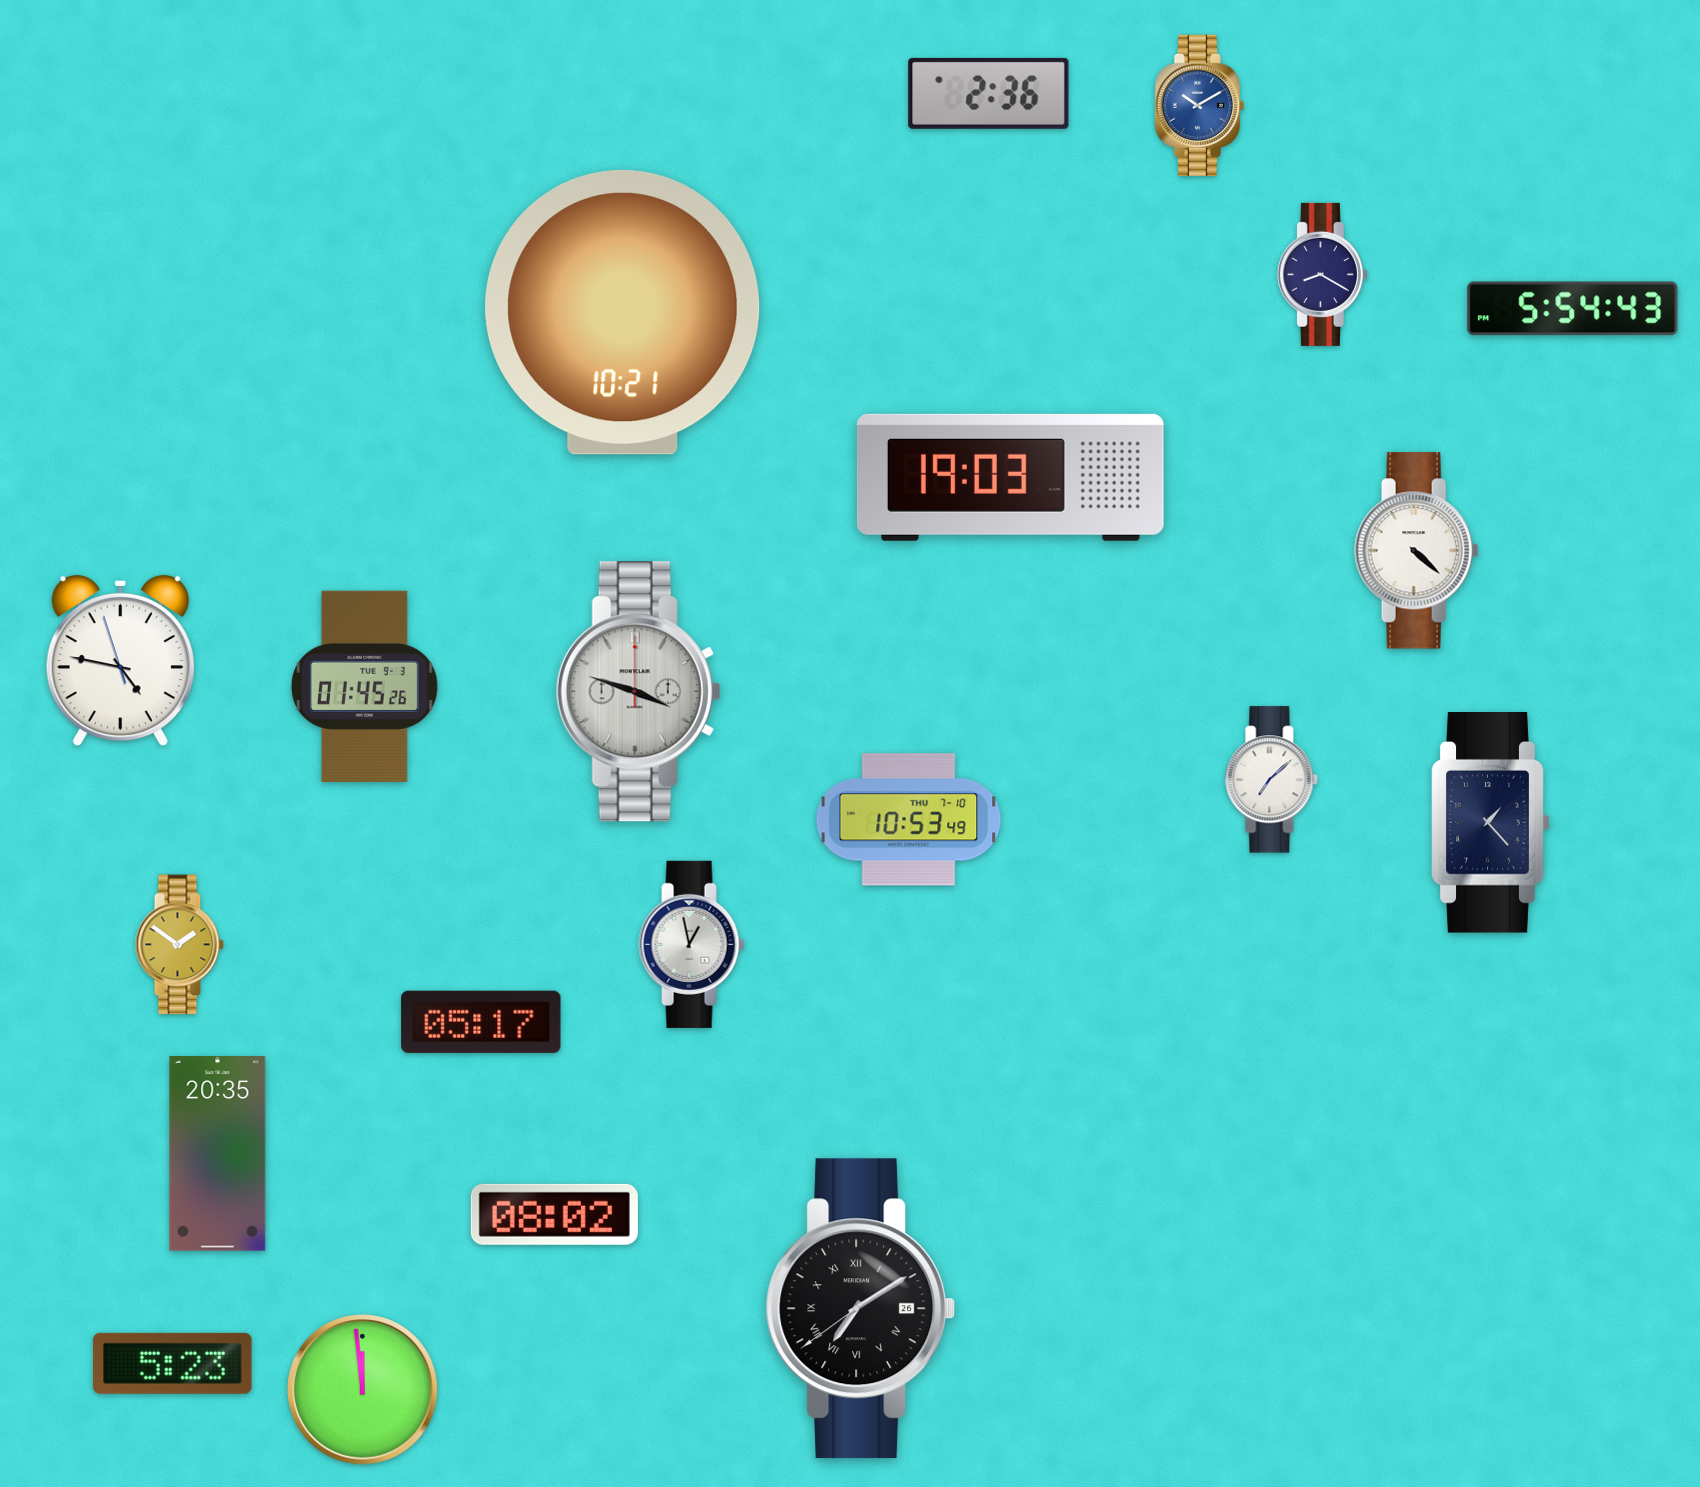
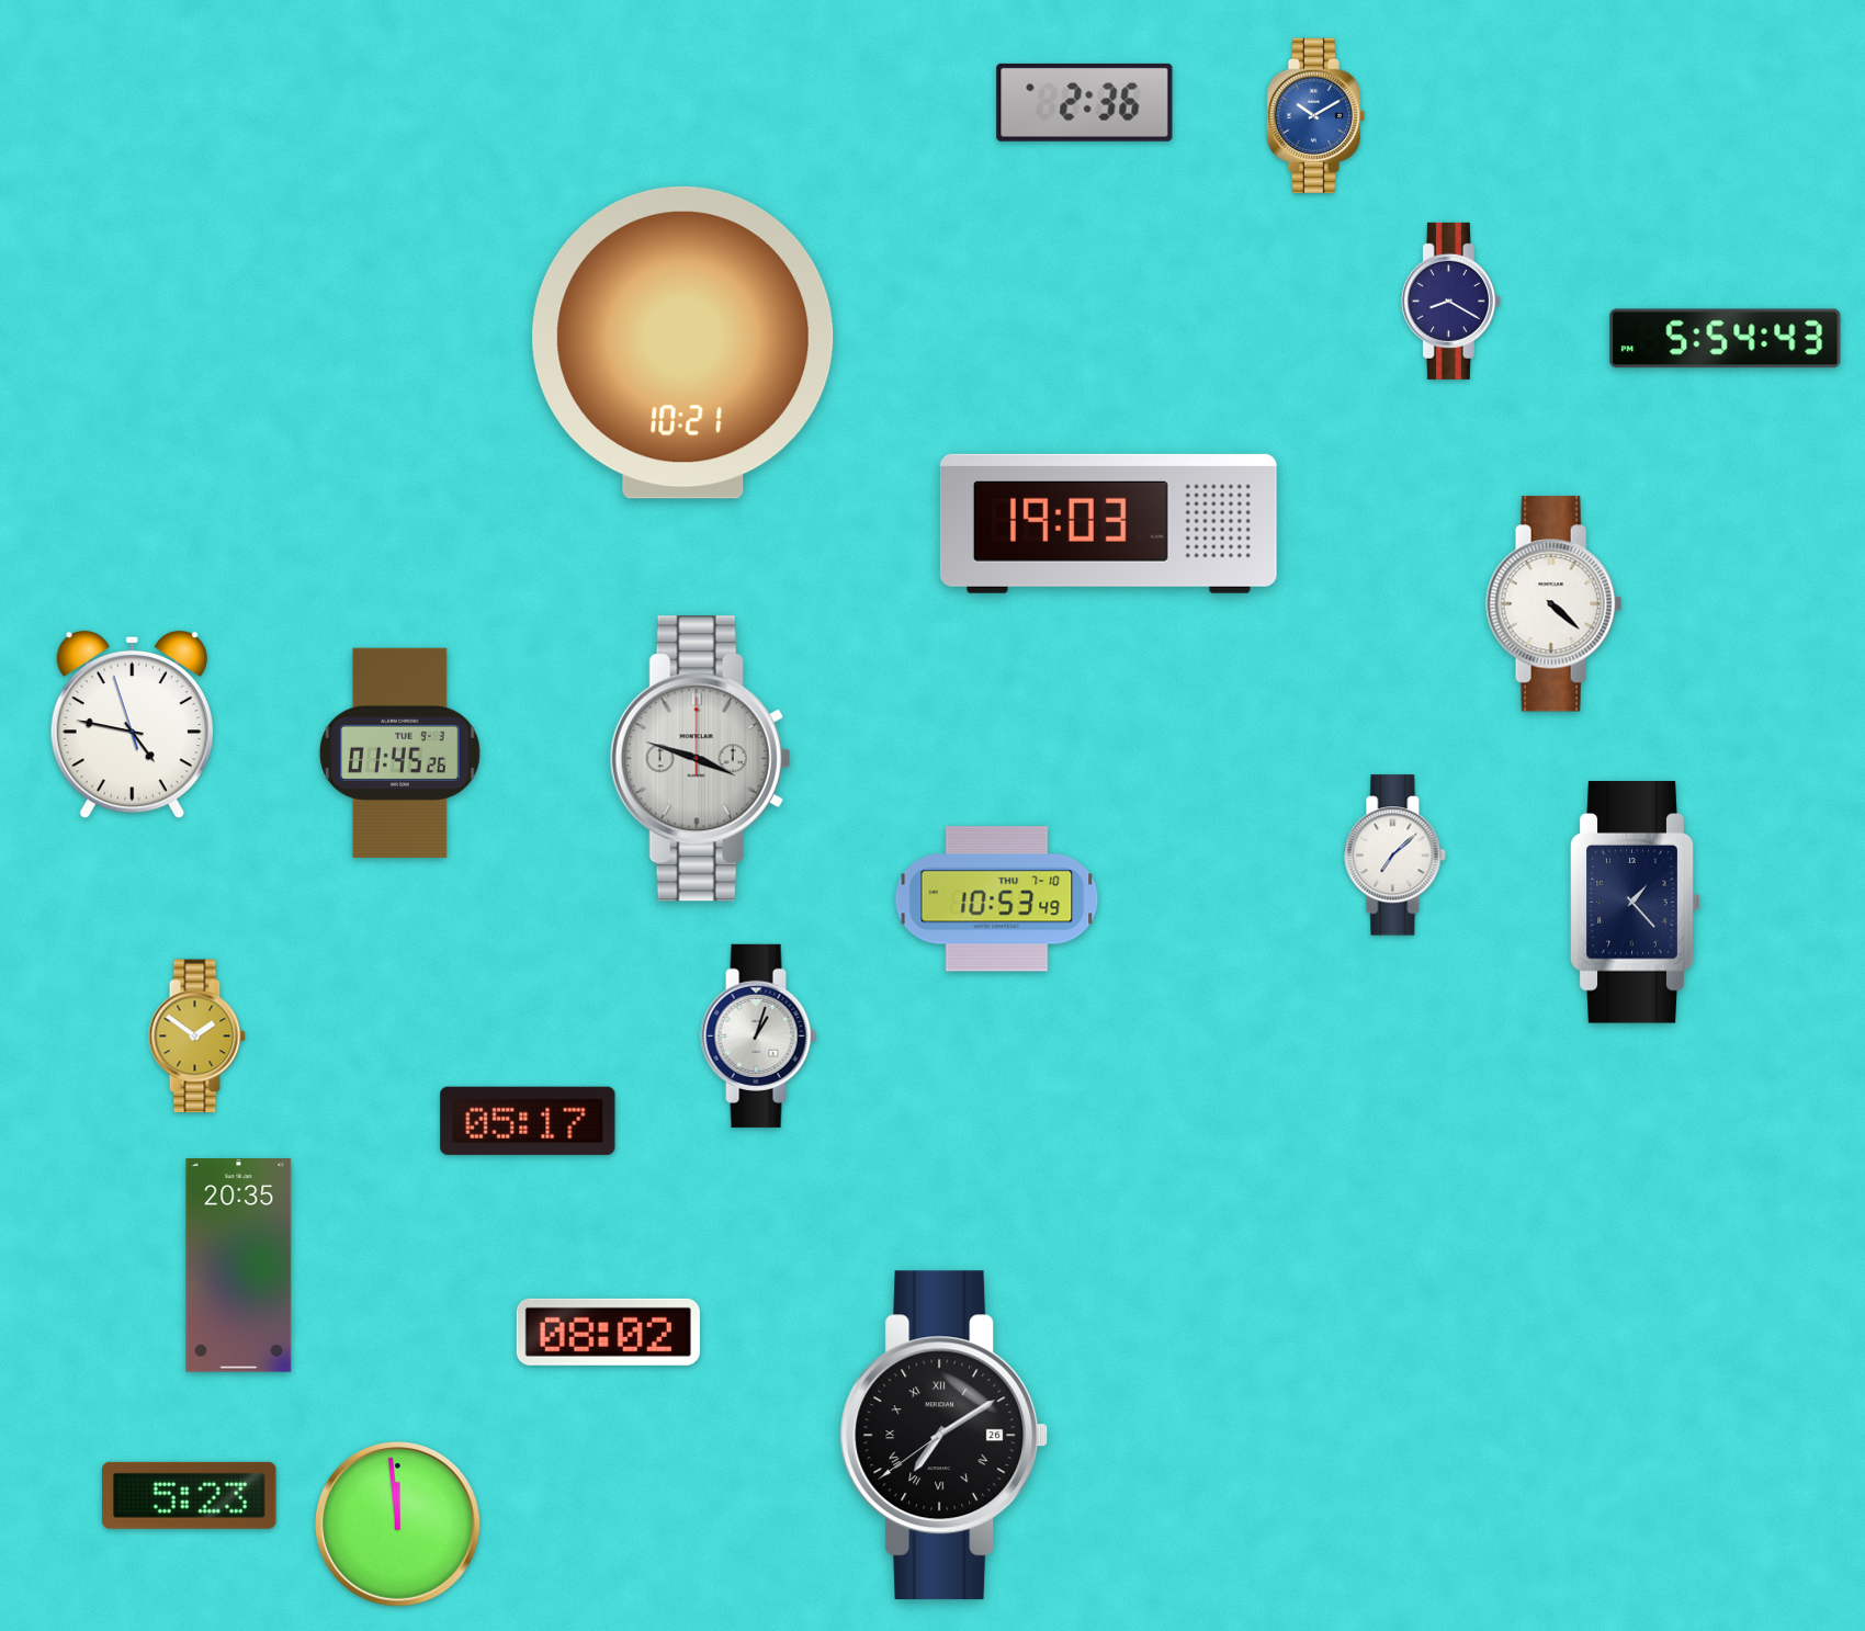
clock at (692, 944): 12:58 -> 1:03
